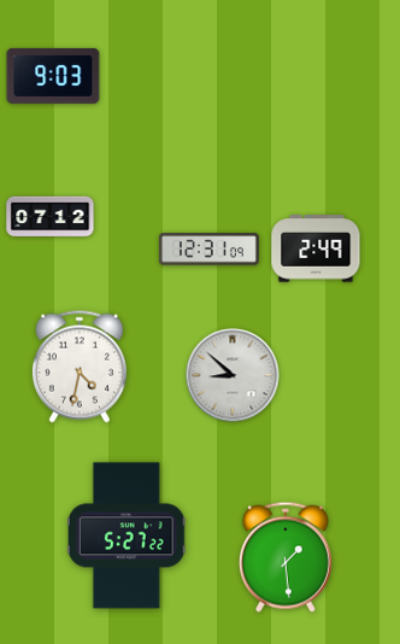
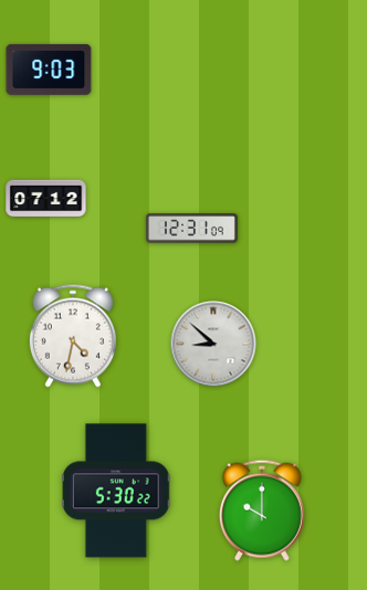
clock at (316, 248): 2:49 -> none
clock at (127, 535): 5:27 -> 5:30
clock at (286, 557): 1:29 -> 10:00
